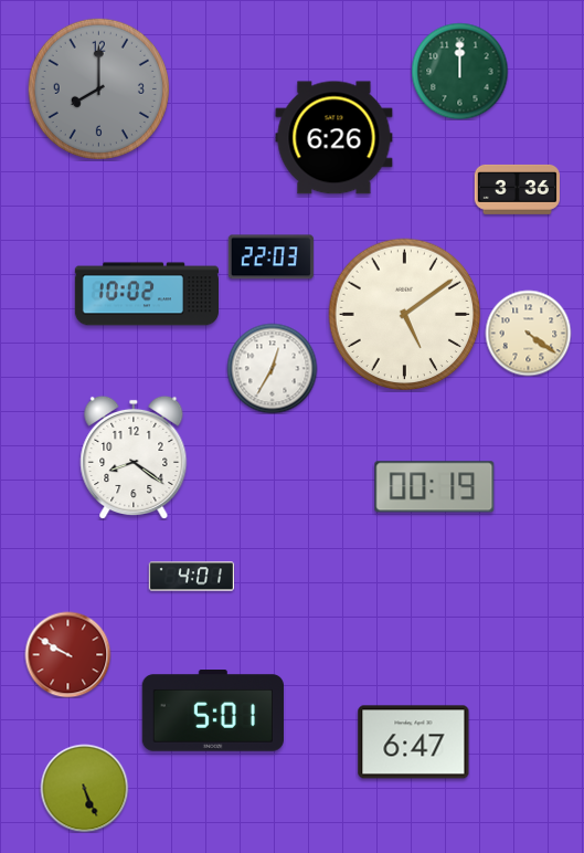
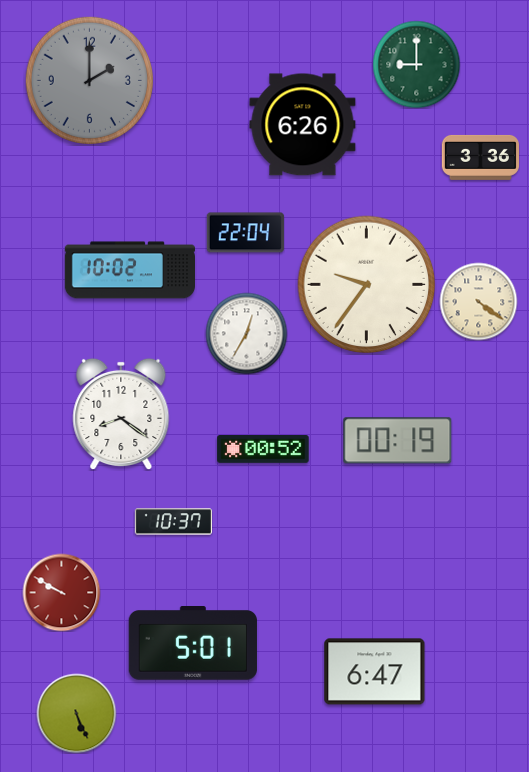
clock at (459, 71): 12:00 -> 9:00
clock at (98, 88): 8:00 -> 2:00
clock at (517, 189) position: (517, 189) -> (480, 157)
clock at (270, 257): 22:03 -> 22:04
clock at (146, 294) position: (146, 294) -> (129, 270)
clock at (405, 315): 5:09 -> 9:36
clock at (435, 487) position: (435, 487) -> (398, 441)
clock at (263, 450): none -> 00:52
clock at (191, 577): 4:01 -> 10:37
